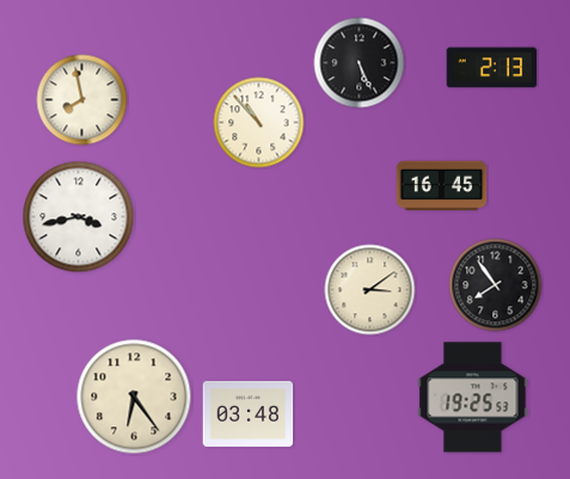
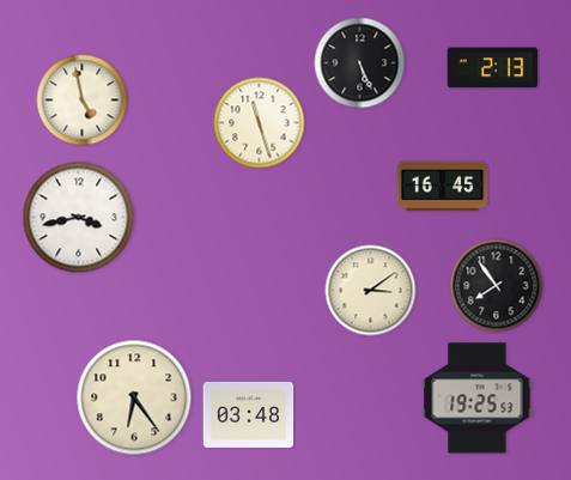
clock at (82, 100): 7:58 -> 4:58
clock at (259, 123): 10:53 -> 11:27
clock at (473, 398) position: (473, 398) -> (478, 399)
